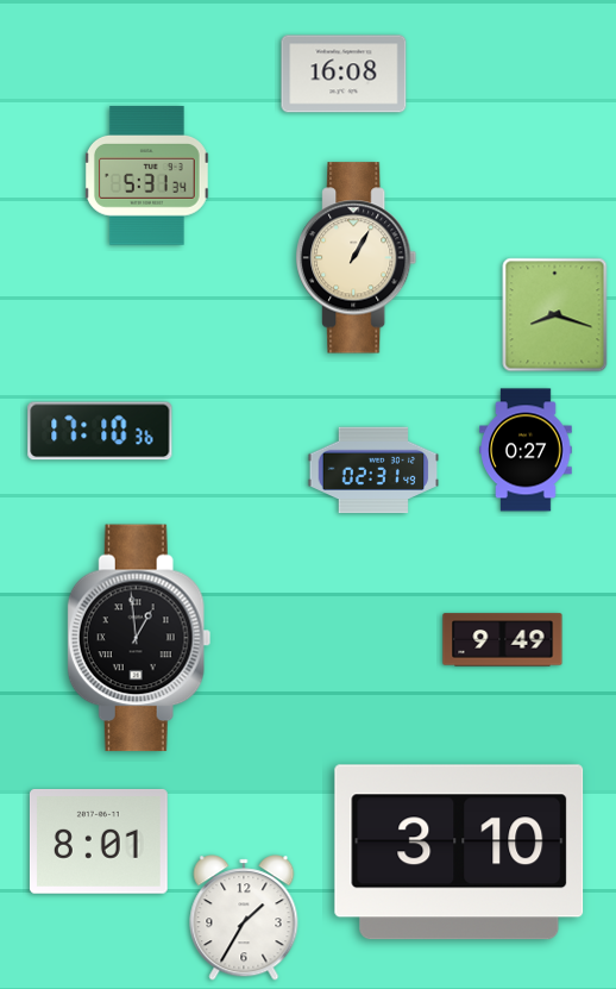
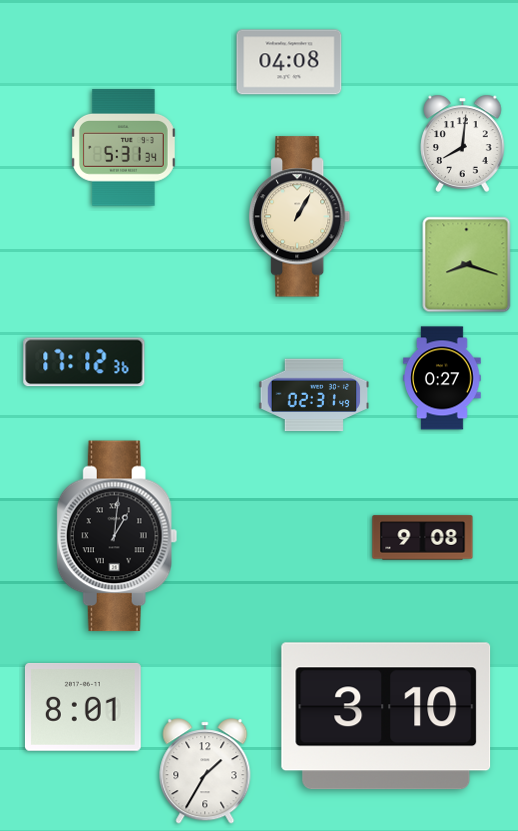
clock at (344, 74): 16:08 -> 04:08
clock at (463, 143): none -> 8:01
clock at (100, 431): 17:10 -> 17:12
clock at (139, 638): 12:59 -> 1:01
clock at (503, 640): 9:49 -> 9:08
